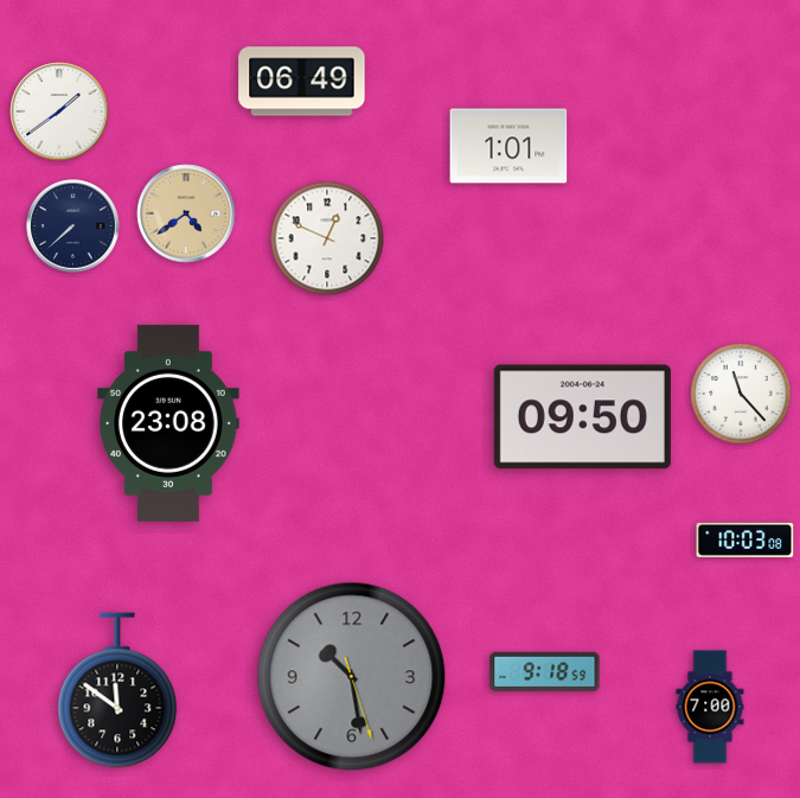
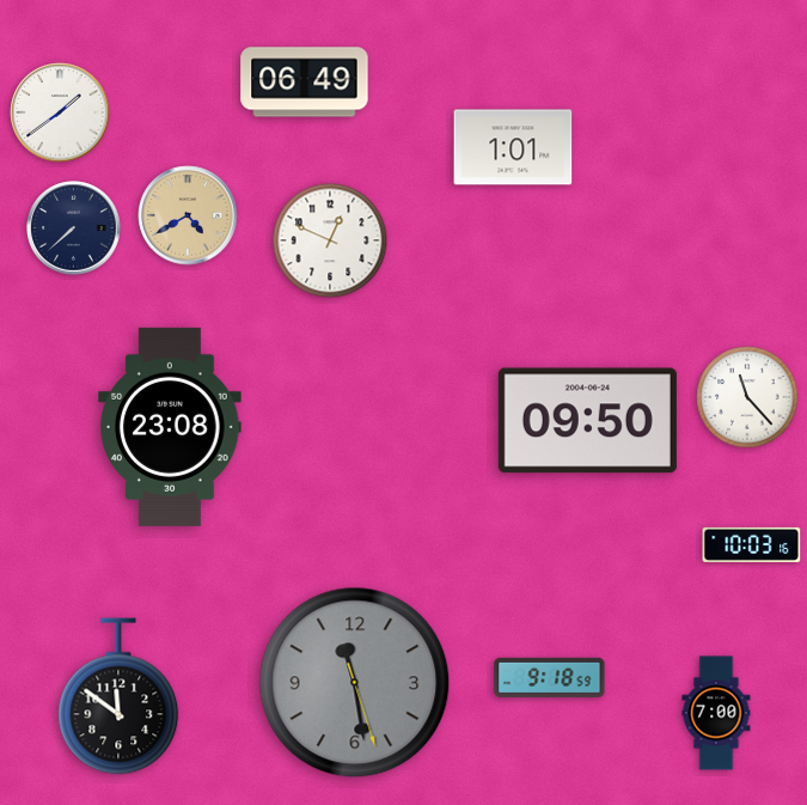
clock at (186, 213): 4:39 -> 4:40
clock at (745, 540): 10:03:08 -> 10:03:16
clock at (352, 677): 10:28 -> 11:28
